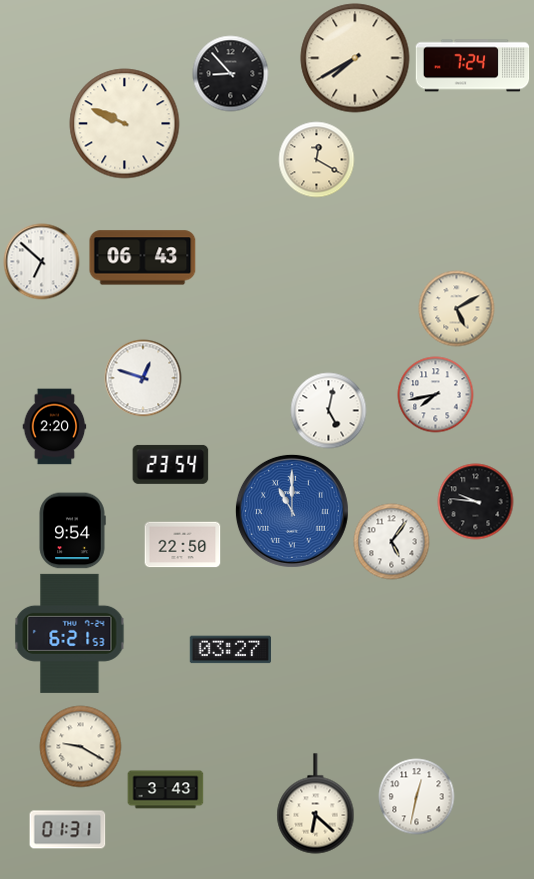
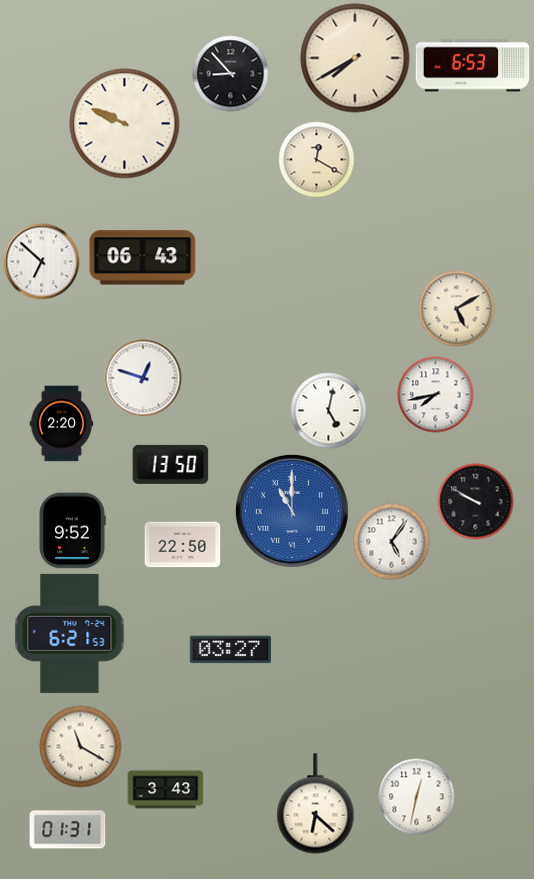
clock at (473, 66): 7:24 -> 6:53
clock at (55, 427) position: (55, 427) -> (62, 424)
clock at (171, 464): 23:54 -> 13:50
clock at (476, 502): 9:46 -> 9:50
clock at (72, 531): 9:54 -> 9:52
clock at (81, 747): 9:20 -> 11:20
